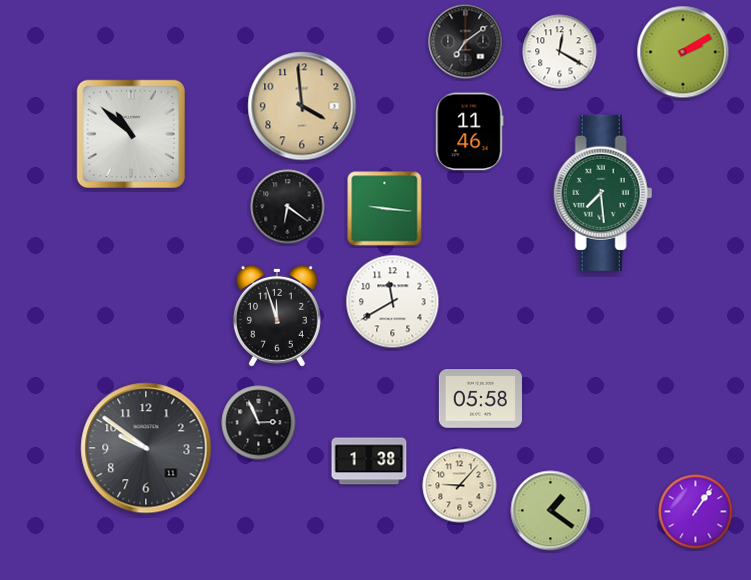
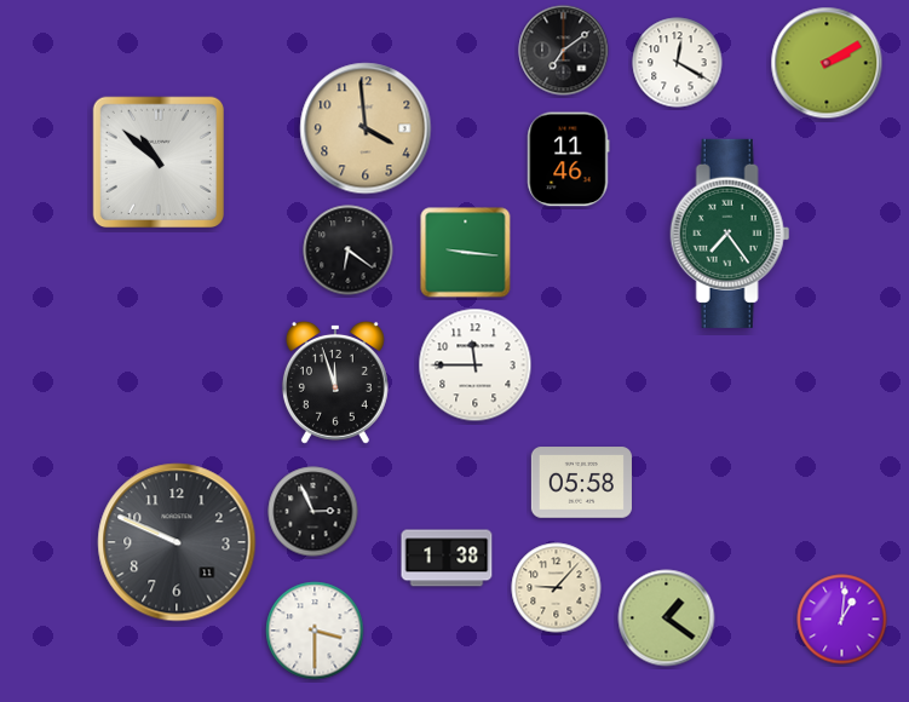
clock at (603, 193): 7:29 -> 7:24
clock at (393, 302): 11:40 -> 11:45
clock at (146, 448): 9:51 -> 9:49
clock at (696, 512): 1:06 -> 1:01
clock at (315, 631): none -> 3:30
